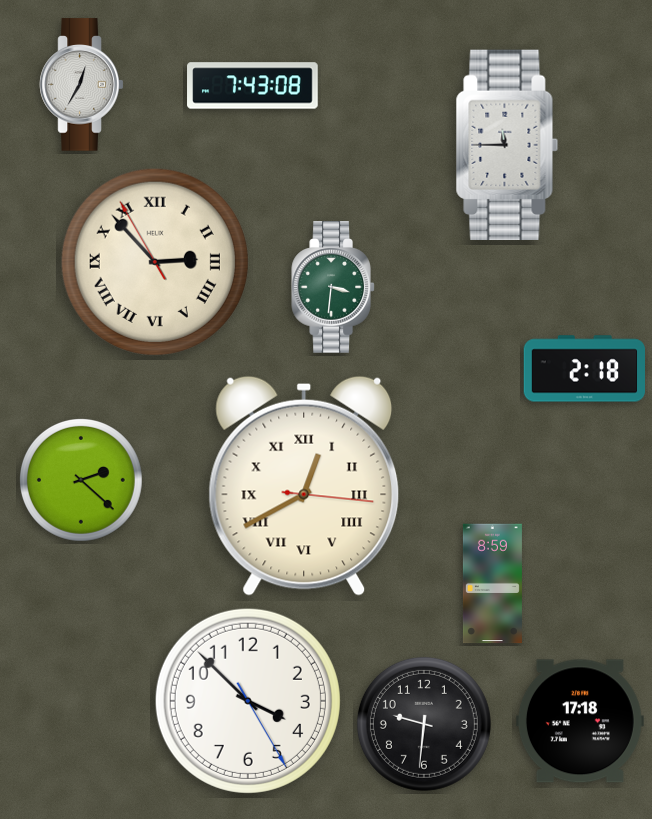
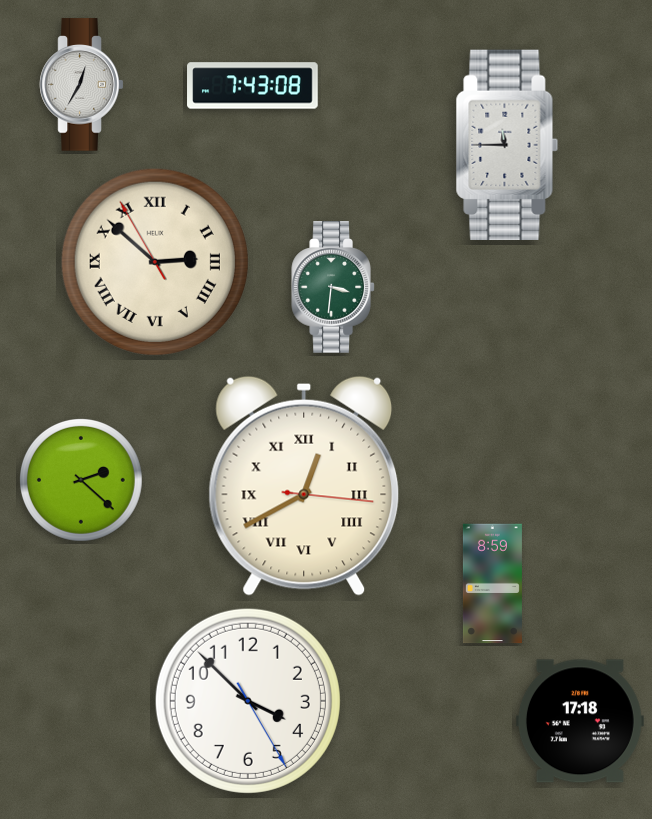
clock at (155, 262): 2:52 -> 2:51
clock at (584, 369): 2:18 -> none
clock at (424, 724): 9:31 -> none
